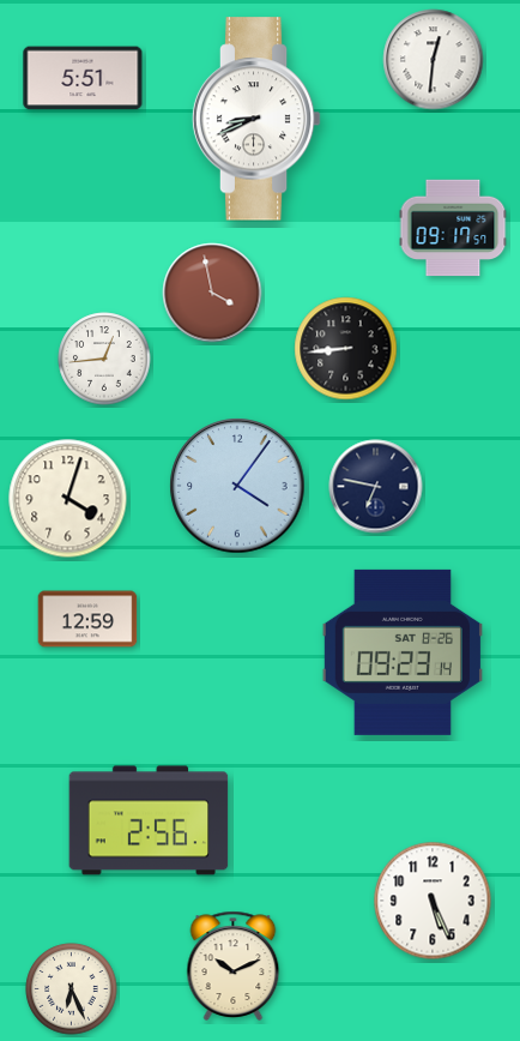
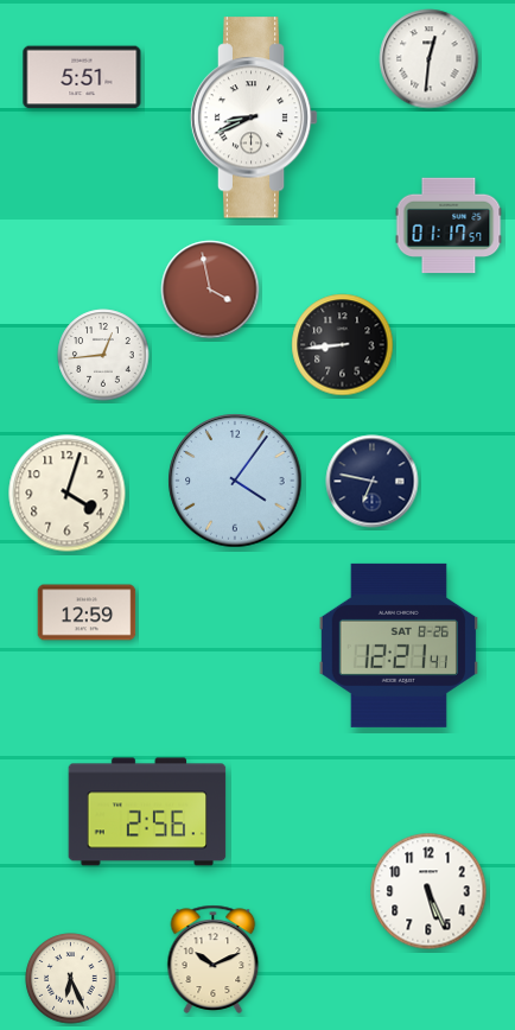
clock at (453, 228): 09:17 -> 01:17
clock at (403, 652): 09:23 -> 12:21
clock at (234, 965) position: (234, 965) -> (214, 959)
